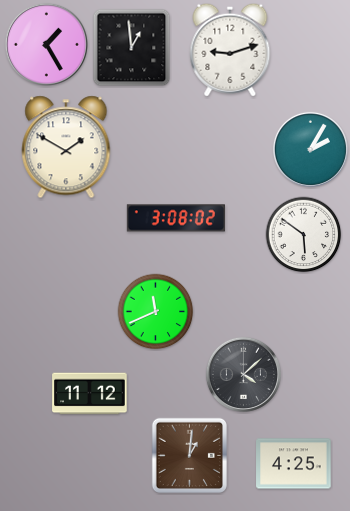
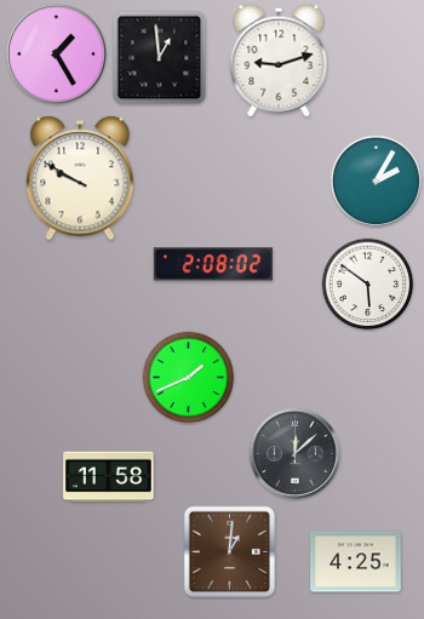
clock at (66, 147): 1:50 -> 9:50
clock at (176, 218): 3:08 -> 2:08
clock at (156, 312): 11:41 -> 1:41
clock at (243, 374): 4:08 -> 12:08
clock at (90, 394): 11:12 -> 11:58
